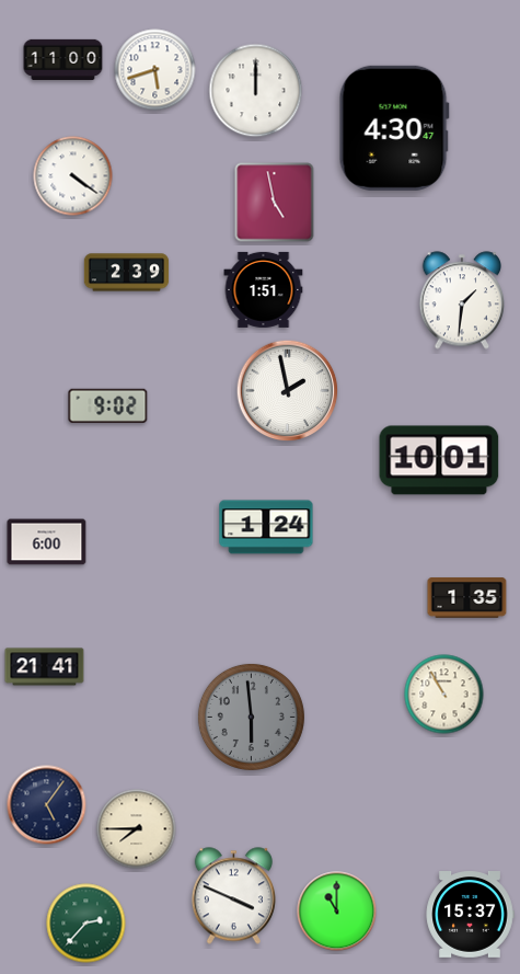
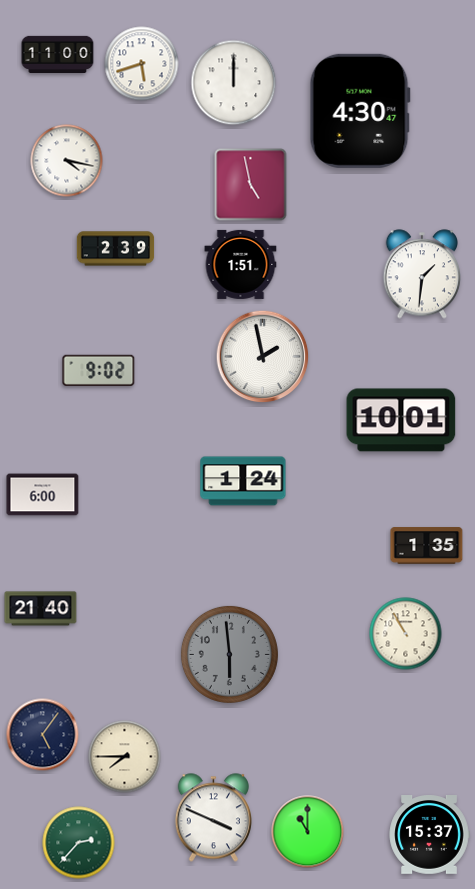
clock at (394, 128) position: (394, 128) -> (360, 111)
clock at (73, 176): 4:21 -> 4:17
clock at (45, 667): 21:41 -> 21:40
